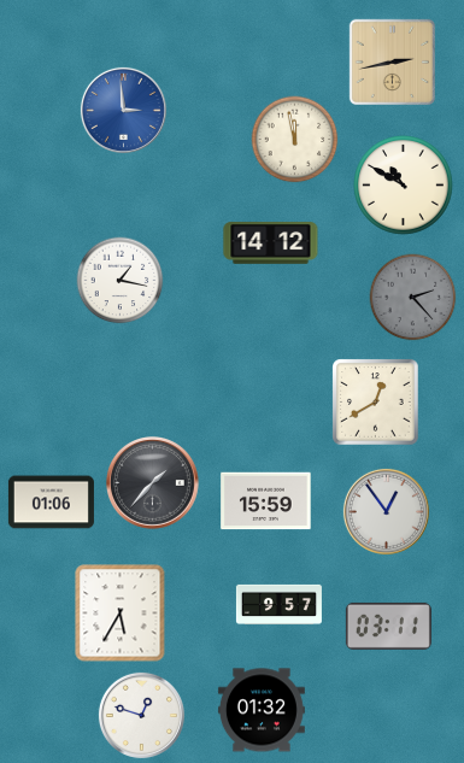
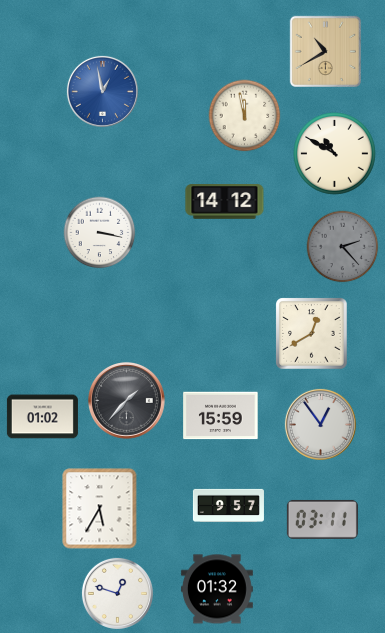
clock at (392, 61): 2:43 -> 10:40
clock at (123, 110): 2:59 -> 12:58
clock at (121, 281): 1:17 -> 3:17
clock at (51, 503): 01:06 -> 01:02
clock at (278, 604) position: (278, 604) -> (228, 505)
